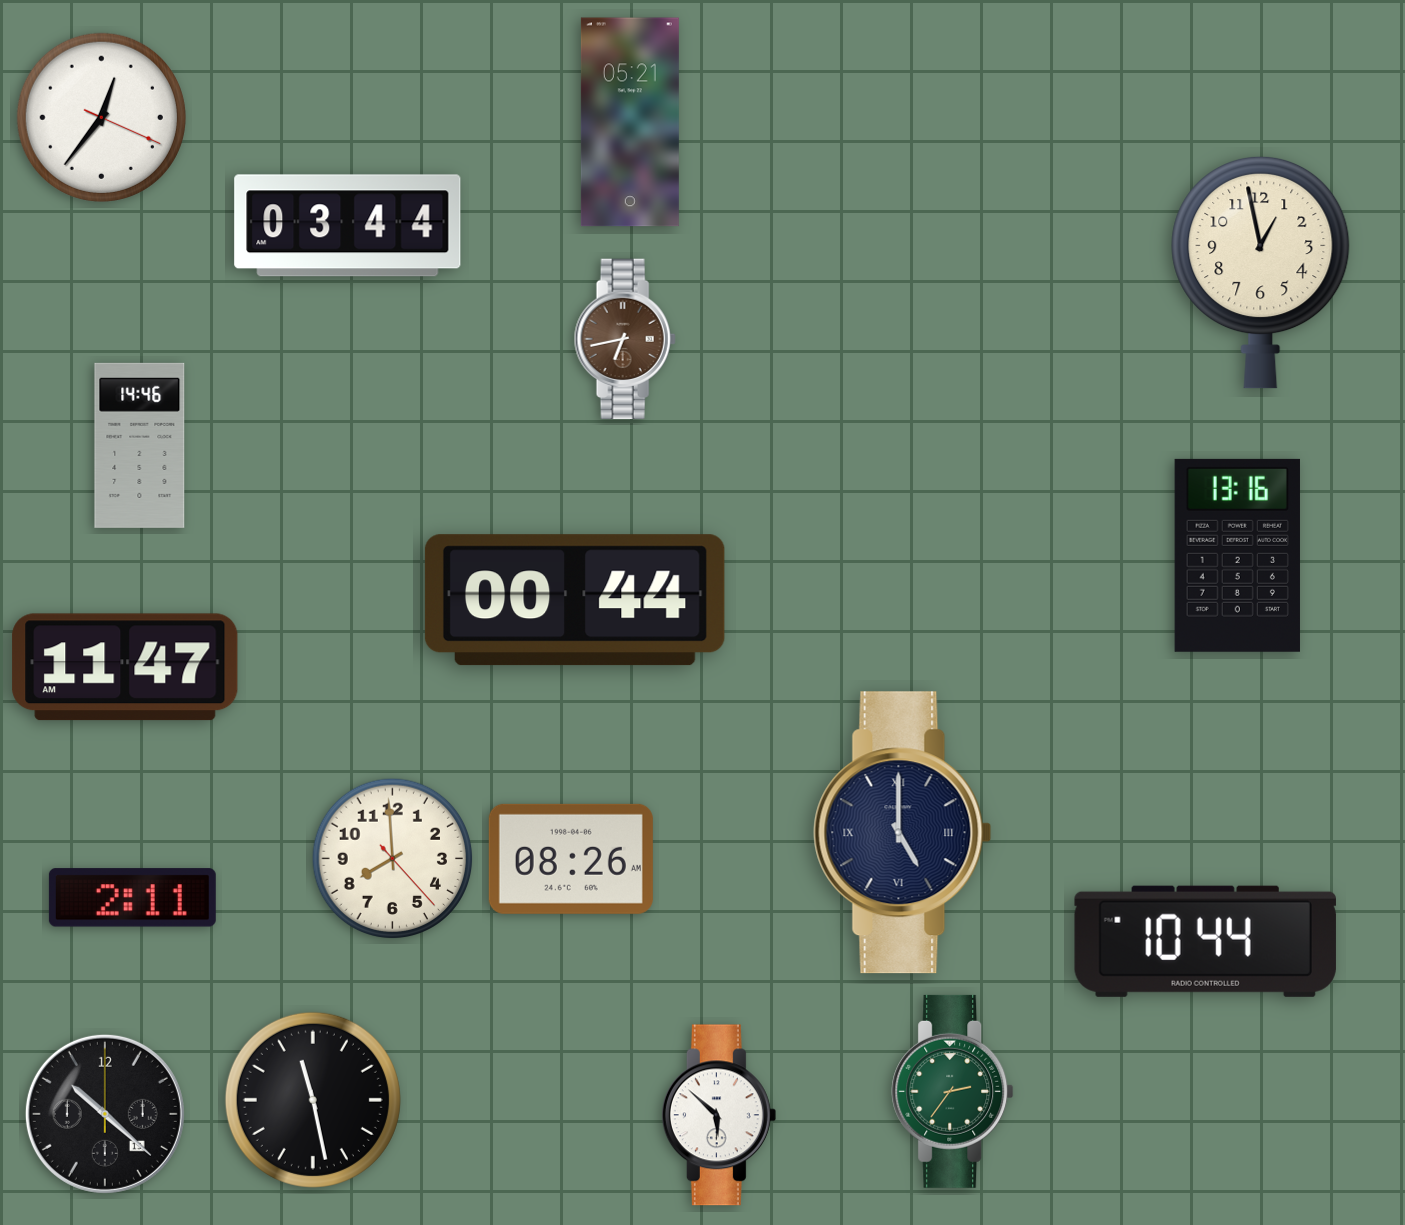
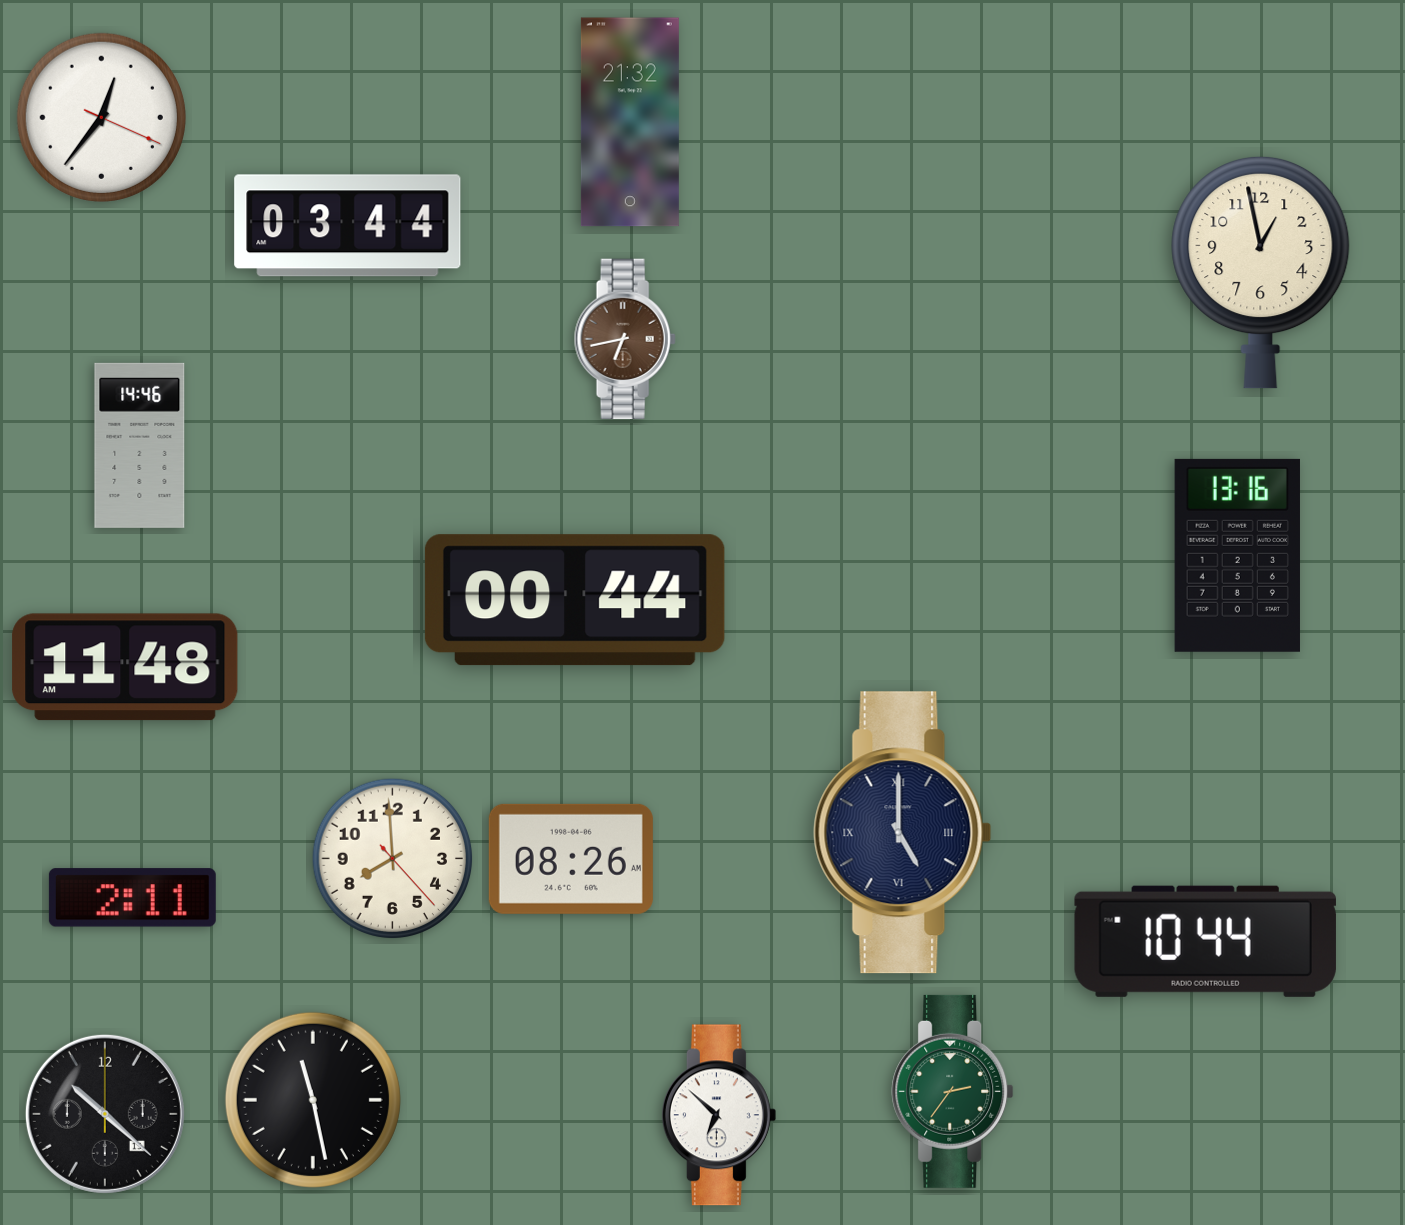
clock at (630, 122): 05:21 -> 21:32
clock at (125, 667): 11:47 -> 11:48
clock at (719, 1115): 5:52 -> 6:52
